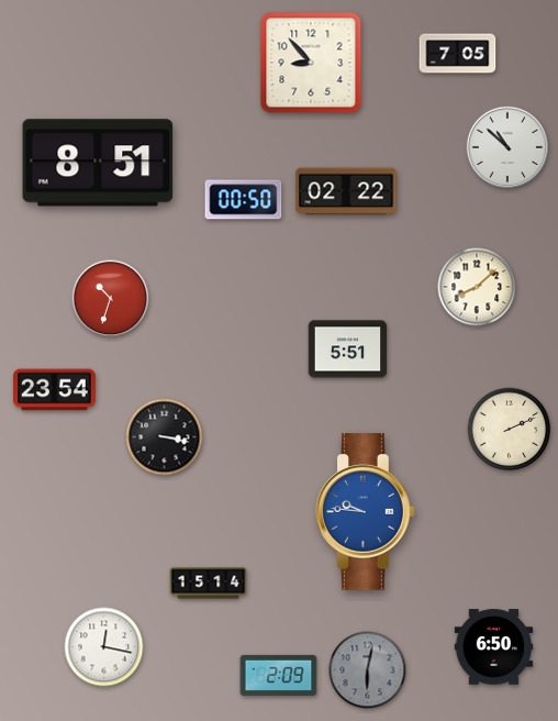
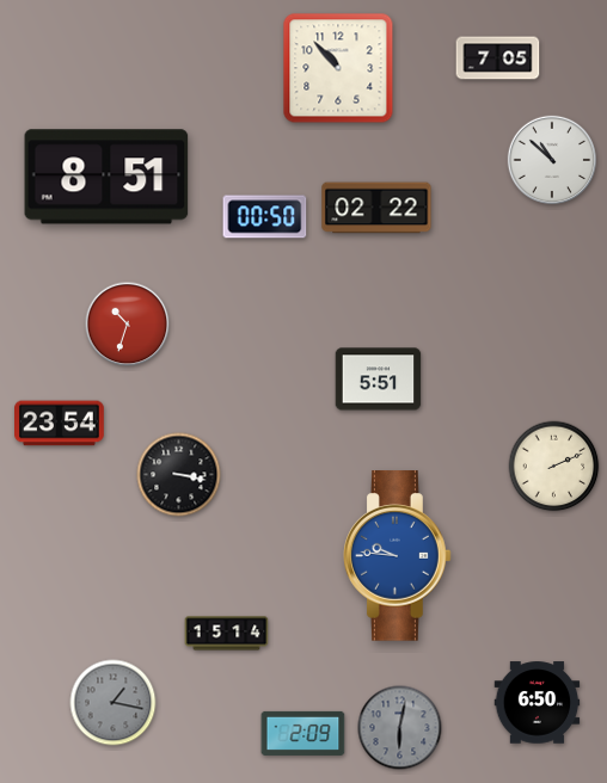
clock at (311, 63): 8:53 -> 10:53
clock at (477, 287): 8:08 -> none
clock at (111, 299) position: (111, 299) -> (128, 325)
clock at (104, 647): 12:17 -> 1:17
clock at (104, 647) dial: white -> grey
